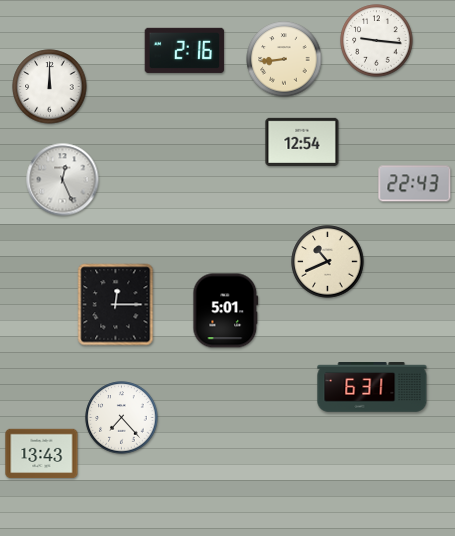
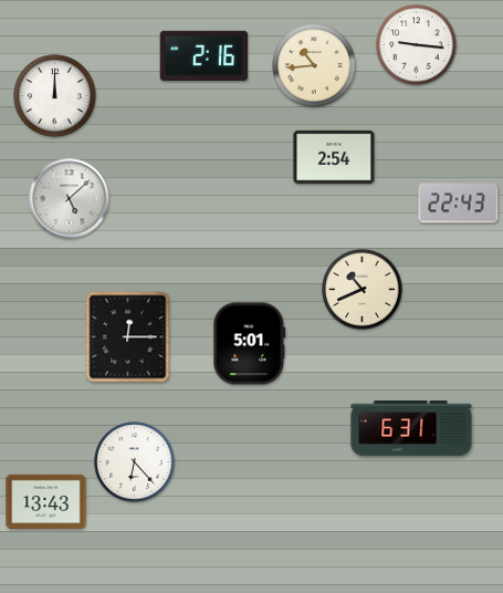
clock at (284, 59): 8:44 -> 10:44
clock at (302, 142): 12:54 -> 2:54
clock at (63, 180): 12:26 -> 5:08
clock at (122, 418): 7:23 -> 6:23
